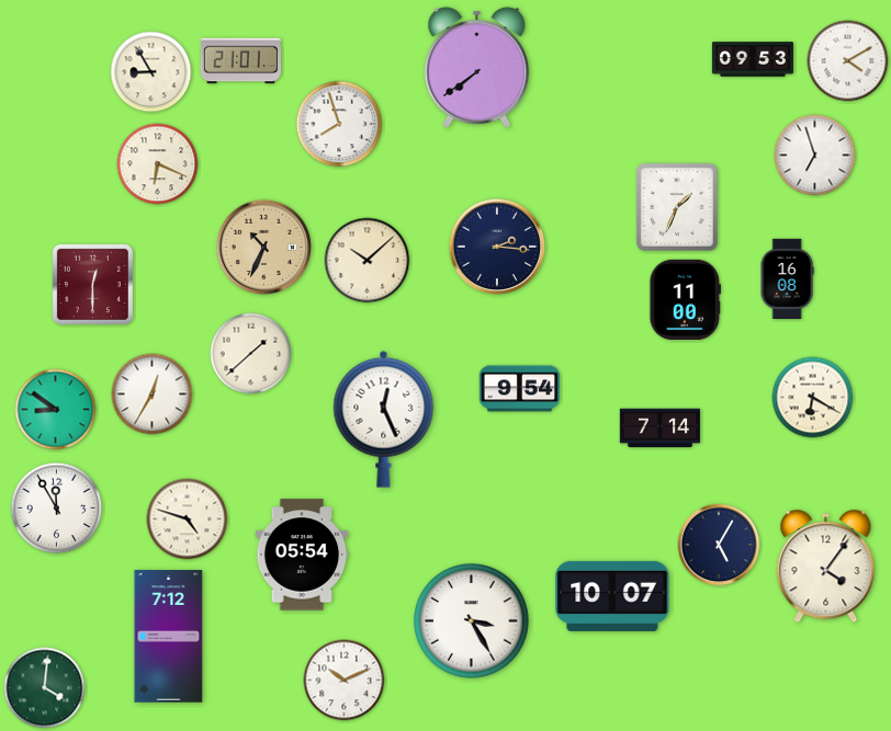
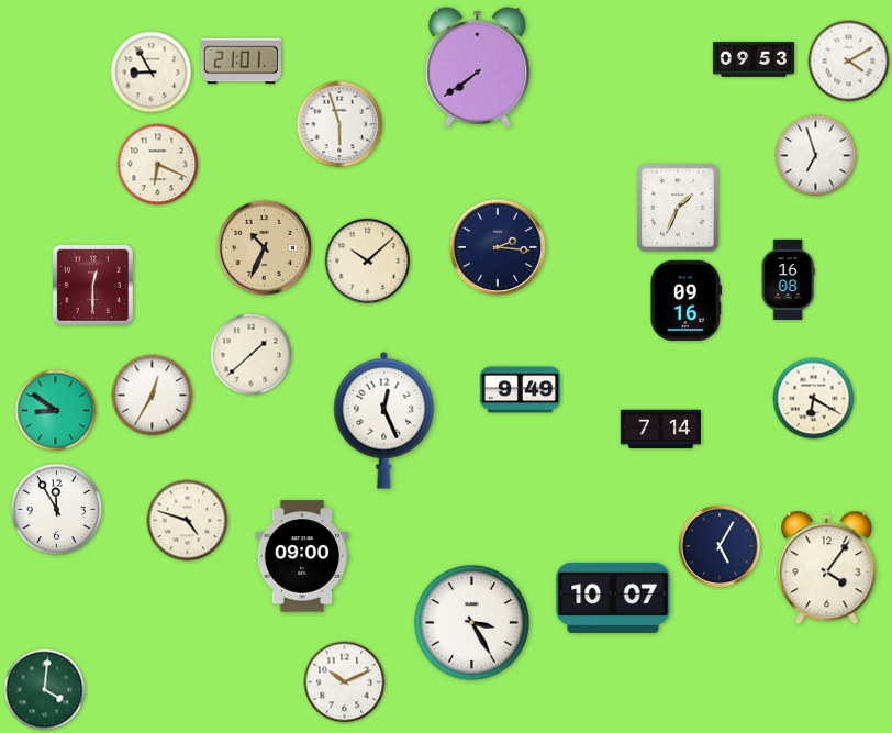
clock at (339, 124): 7:57 -> 5:57
clock at (685, 299): 11:00 -> 09:16
clock at (519, 389): 9:54 -> 9:49
clock at (302, 555): 05:54 -> 09:00
clock at (169, 637): 7:12 -> none
